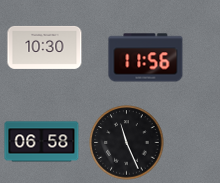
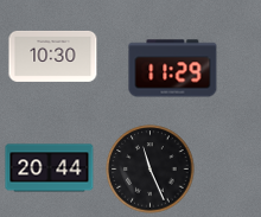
clock at (146, 58): 11:56 -> 11:29
clock at (42, 142): 06:58 -> 20:44
